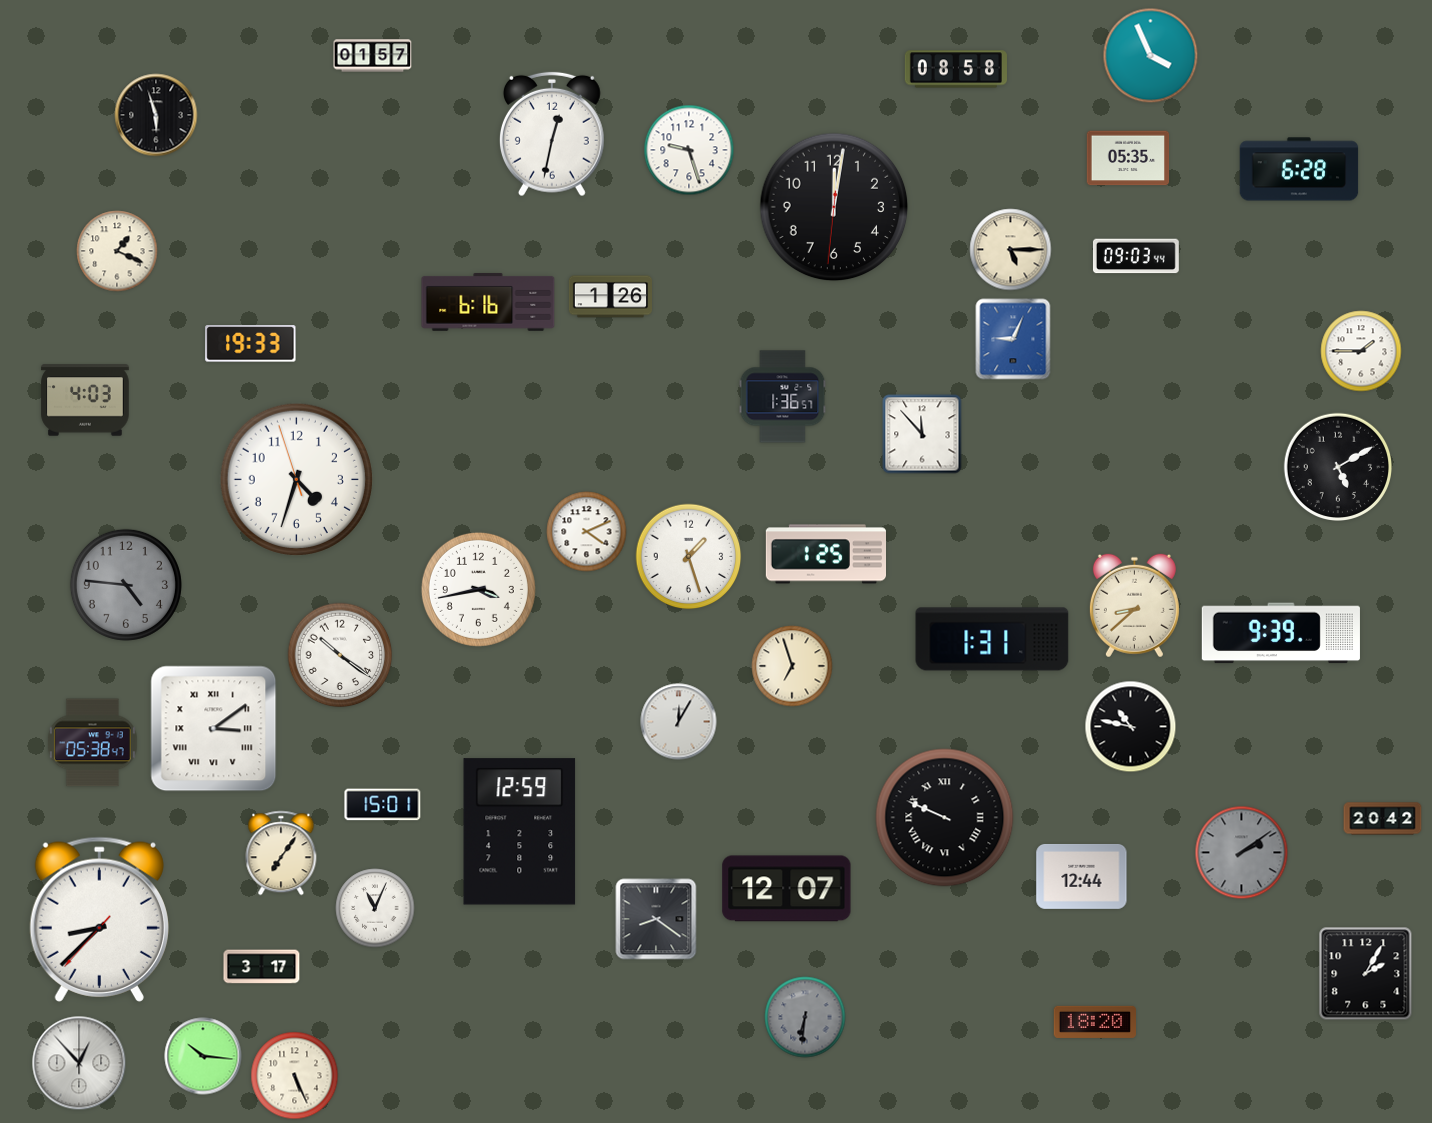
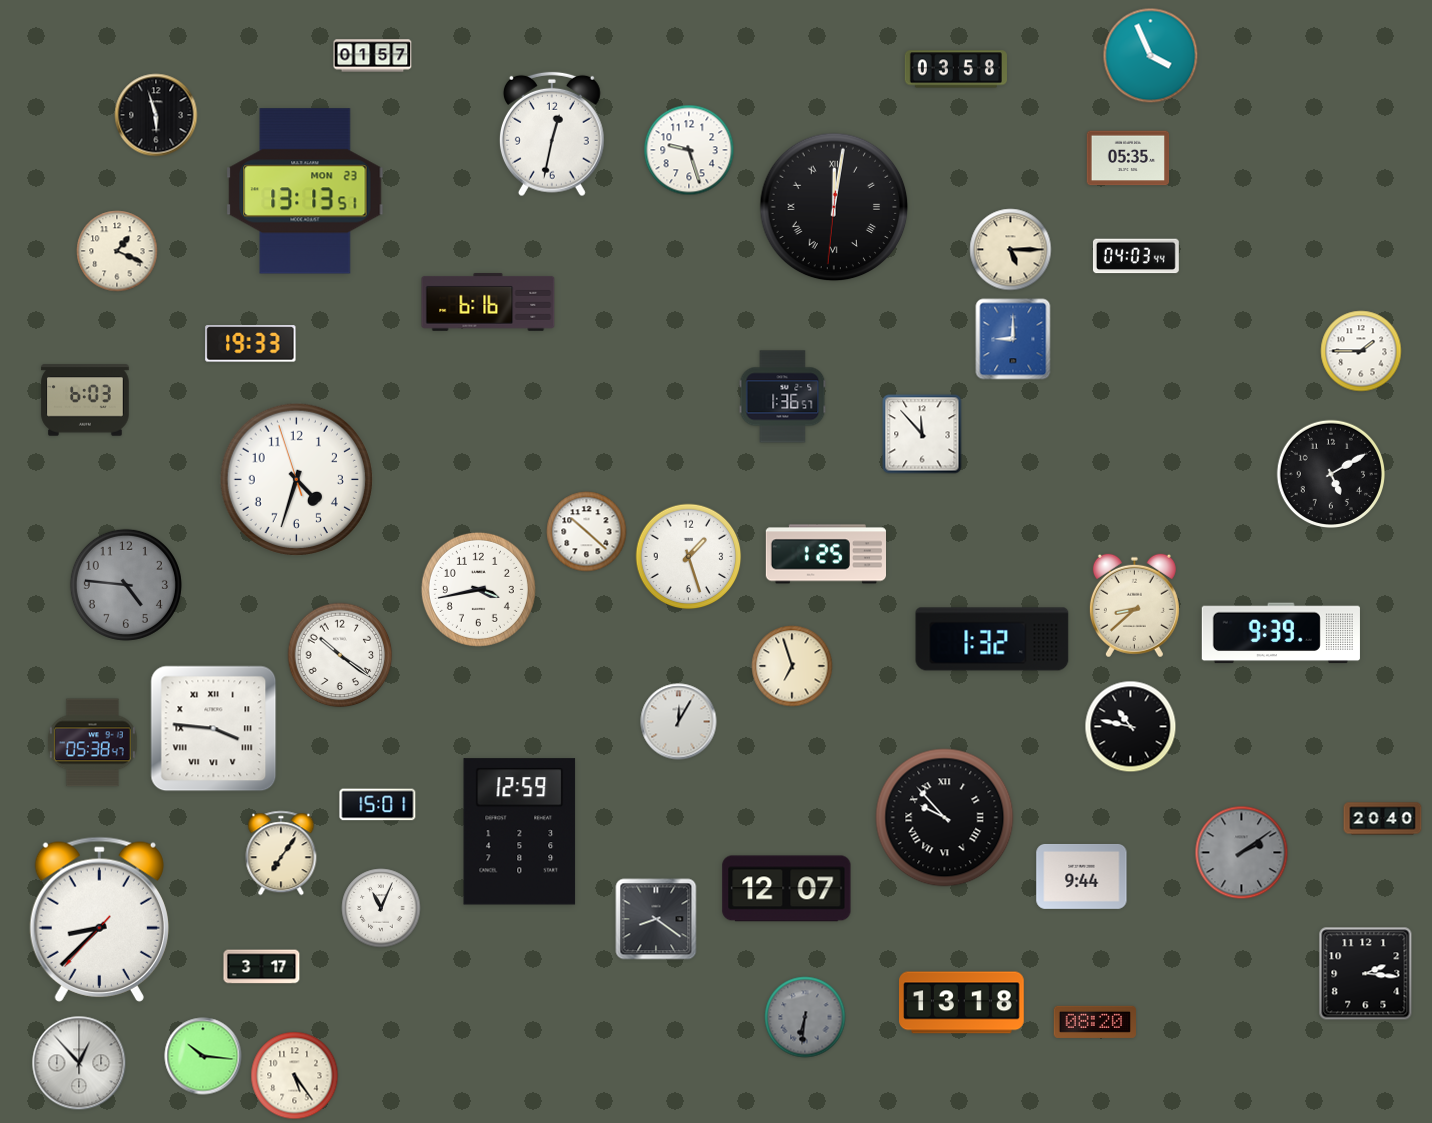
clock at (956, 69): 08:58 -> 03:58
clock at (1299, 169): 6:28 -> none
clock at (305, 191): none -> 13:13
clock at (834, 207) numerals: Arabic -> Roman
clock at (1136, 256): 09:03 -> 04:03
clock at (610, 297): 1:26 -> none
clock at (1013, 339): 9:04 -> 9:00
clock at (85, 400): 4:03 -> 6:03
clock at (1337, 466) position: (1337, 466) -> (1330, 473)
clock at (587, 532): 4:11 -> 10:22
clock at (992, 639): 1:31 -> 1:32
clock at (214, 729): 3:09 -> 3:46
clock at (383, 805) position: (383, 805) -> (378, 805)
clock at (945, 818): 9:49 -> 9:53
clock at (1383, 819): 20:42 -> 20:40
clock at (1082, 876): 12:44 -> 9:44
clock at (375, 908) position: (375, 908) -> (381, 908)
clock at (1366, 974): 2:05 -> 2:16
clock at (962, 1003): none -> 13:18
clock at (1094, 1022): 18:20 -> 08:20
clock at (295, 1076): 5:26 -> 5:24
